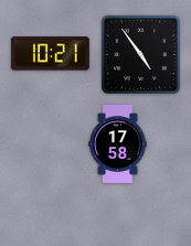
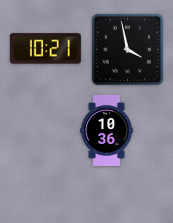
clock at (140, 54): 4:54 -> 3:58
clock at (118, 143): 17:58 -> 10:36
